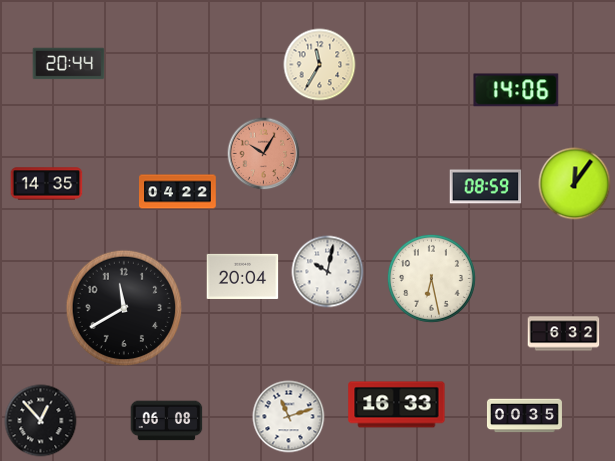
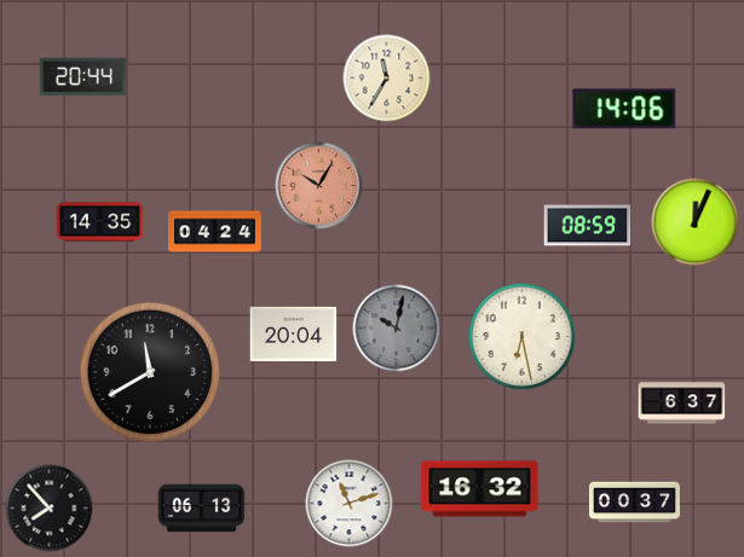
clock at (47, 184) position: (47, 184) -> (100, 222)
clock at (575, 184): 12:06 -> 12:04
clock at (178, 192): 04:22 -> 04:24
clock at (328, 272) dial: white -> grey
clock at (564, 334): 6:32 -> 6:37
clock at (397, 405): 16:33 -> 16:32
clock at (524, 416): 00:35 -> 00:37
clock at (41, 421): 12:53 -> 7:53
clock at (167, 421): 06:08 -> 06:13
